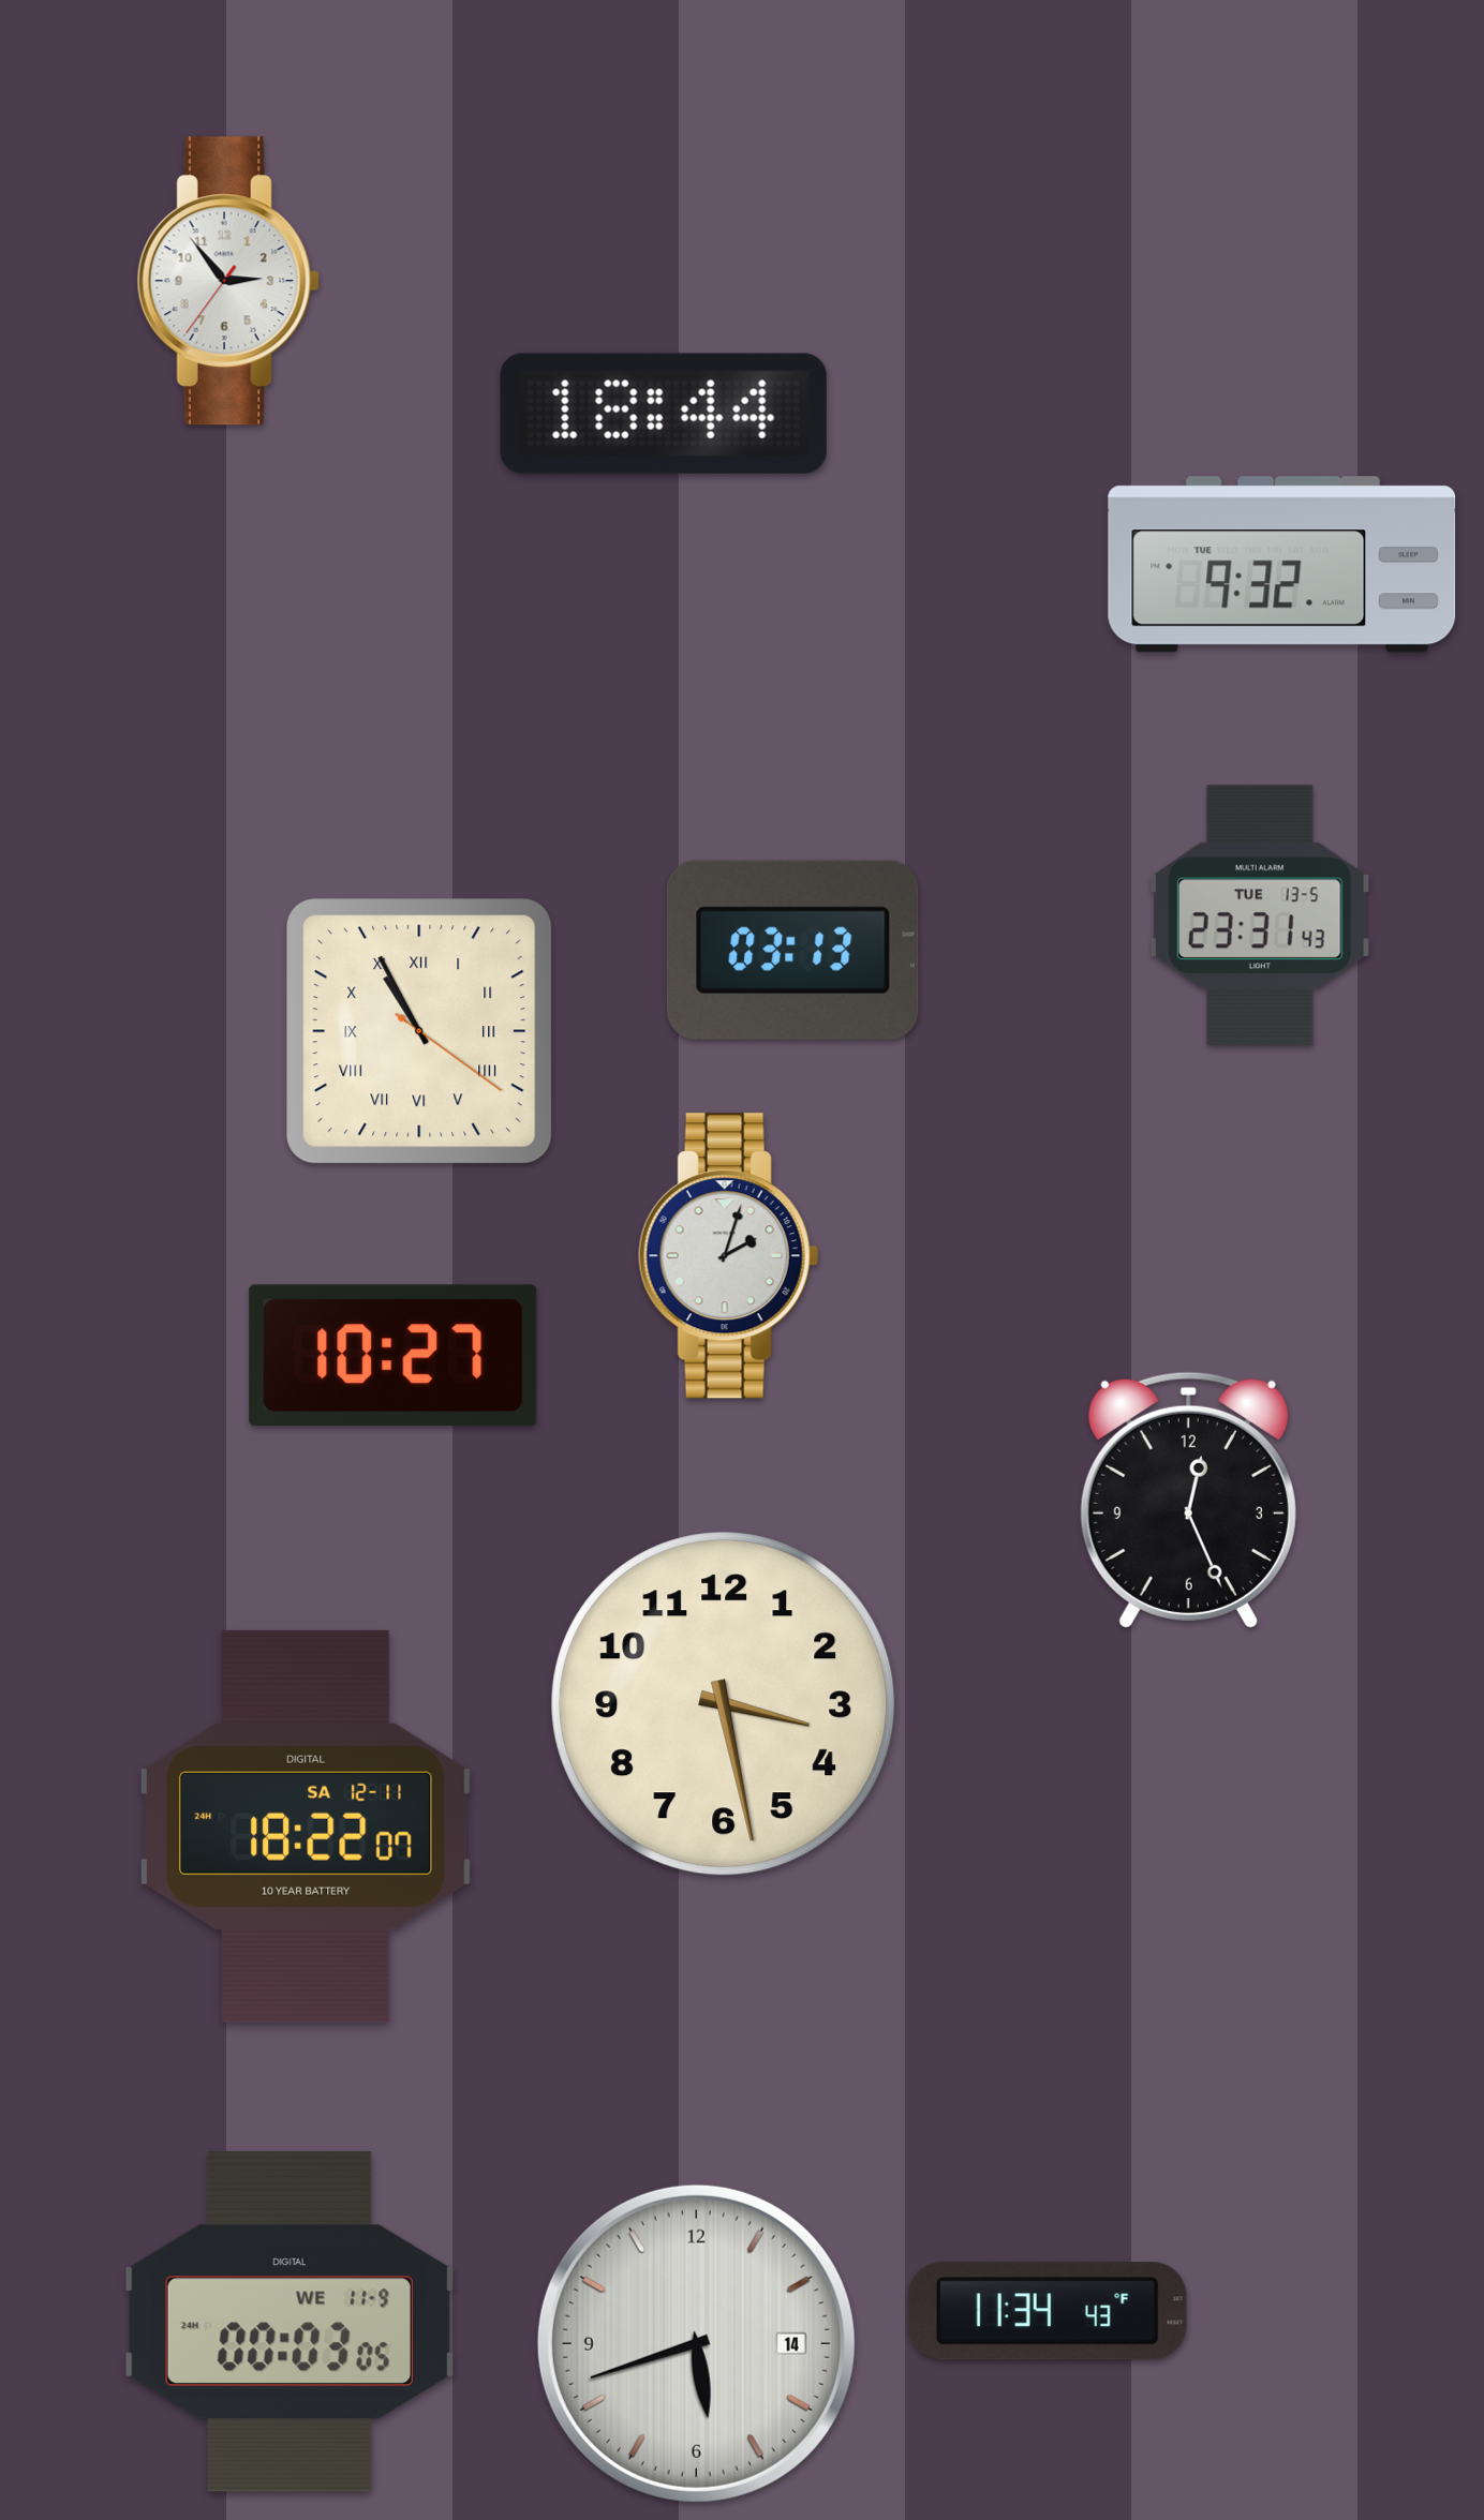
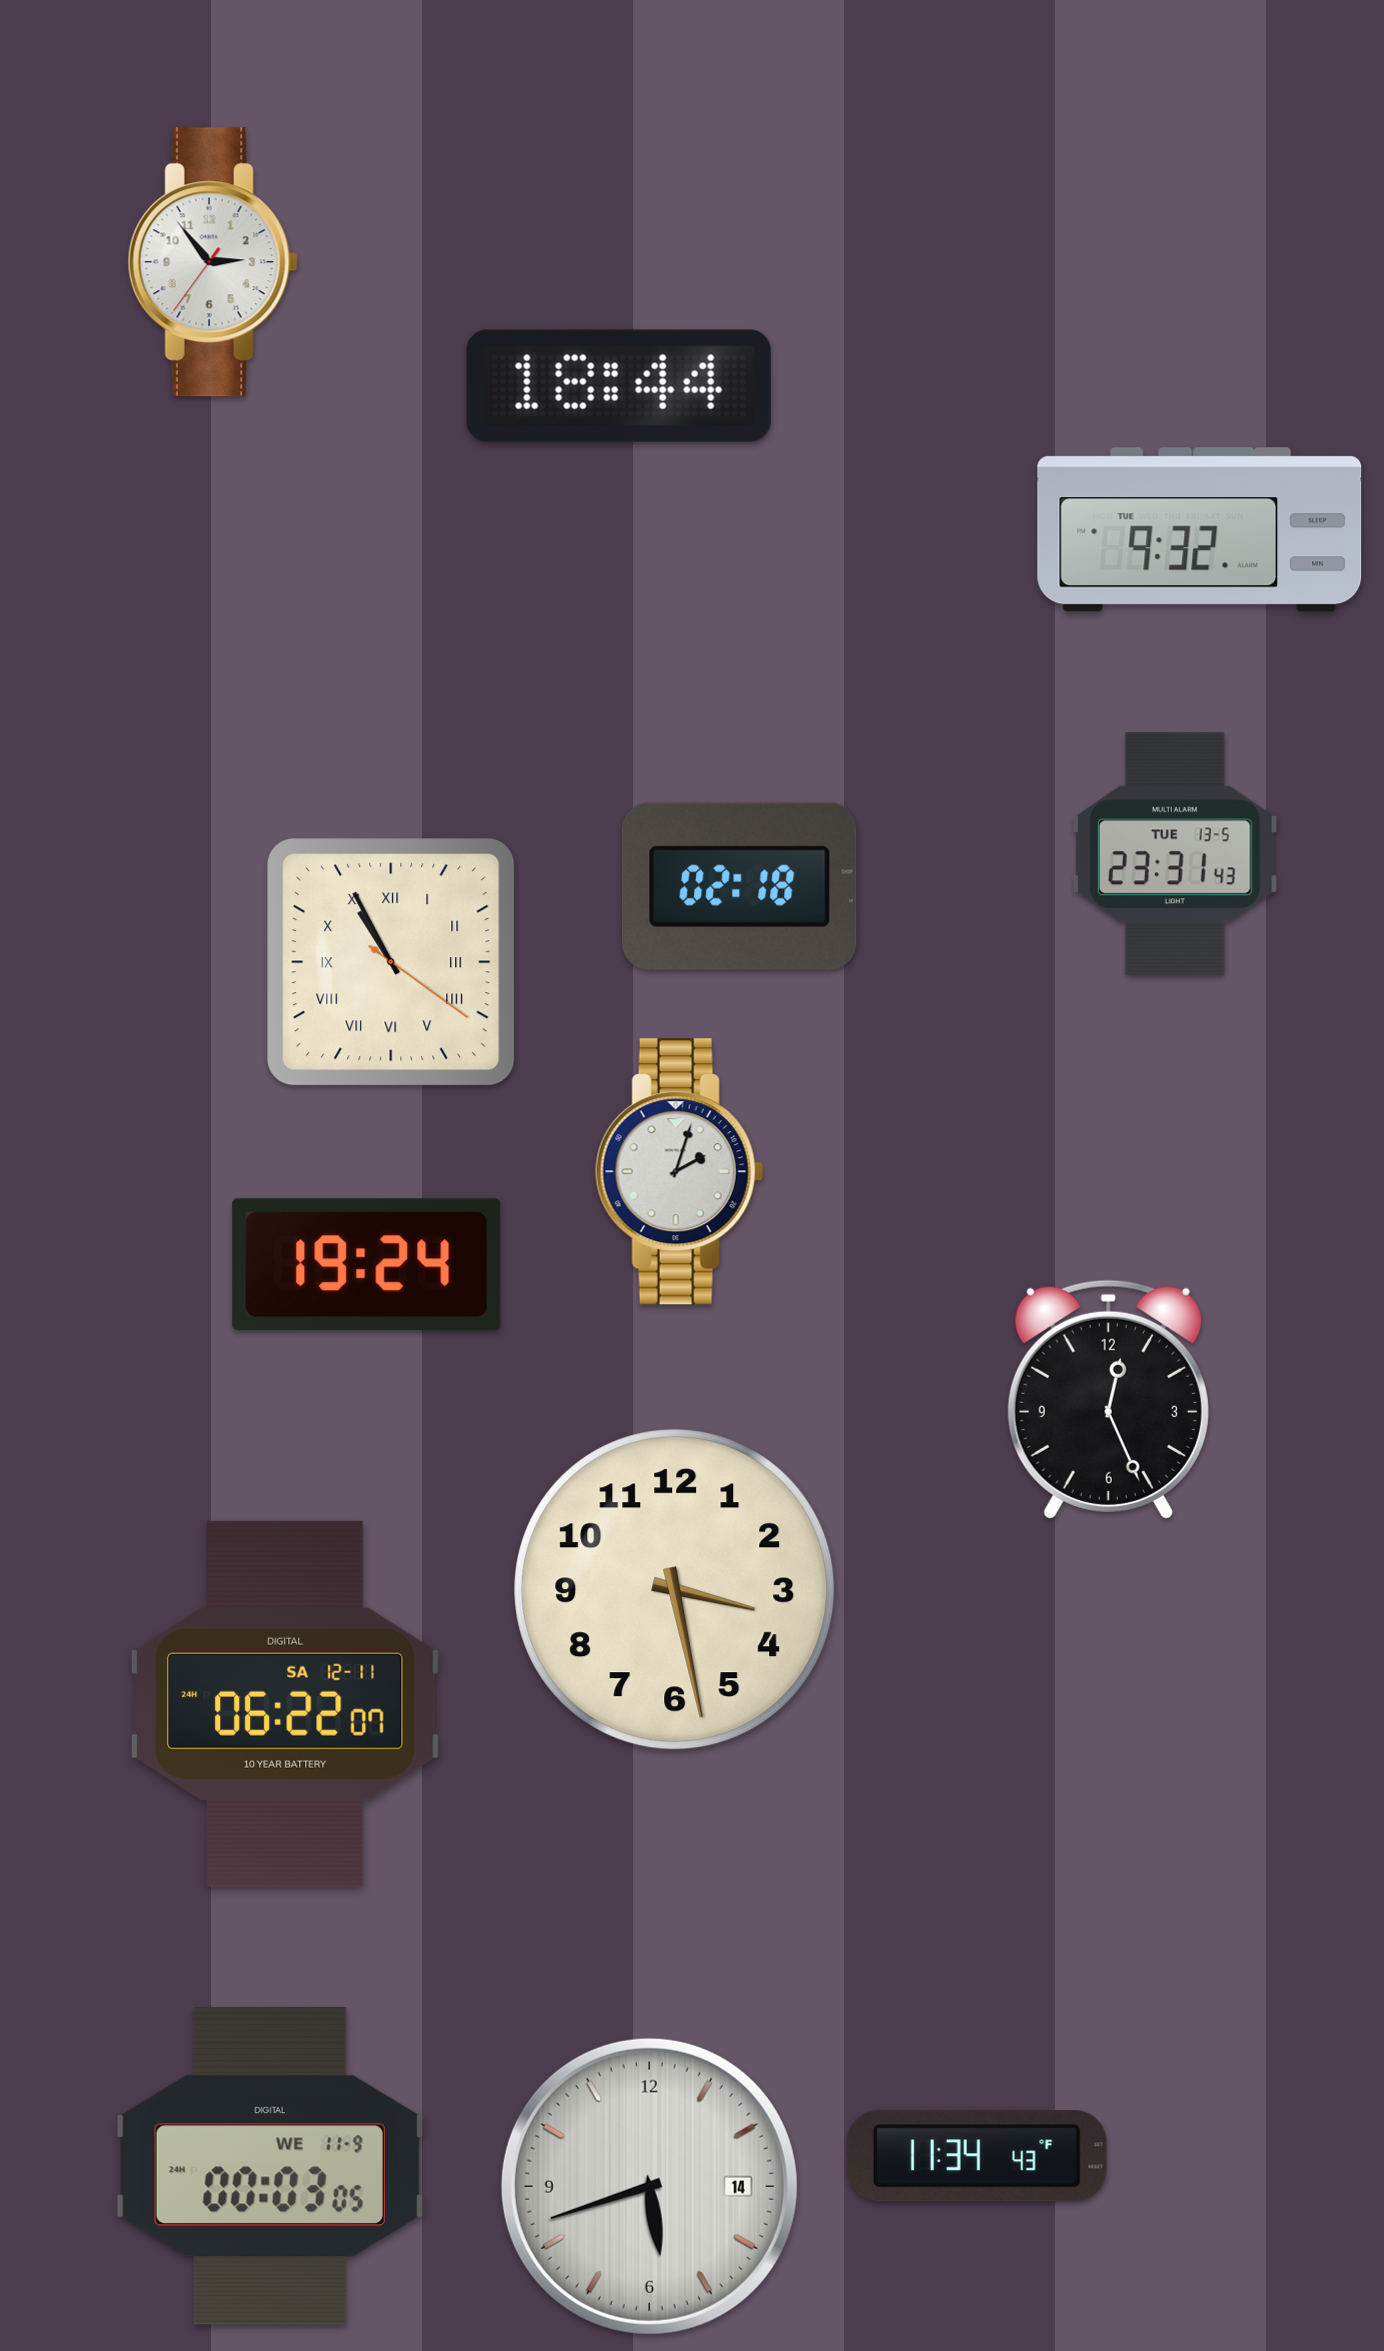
clock at (1282, 565) position: (1282, 565) -> (1200, 530)
clock at (792, 950): 03:13 -> 02:18
clock at (394, 1356): 10:27 -> 19:24
clock at (306, 1826): 18:22 -> 06:22
